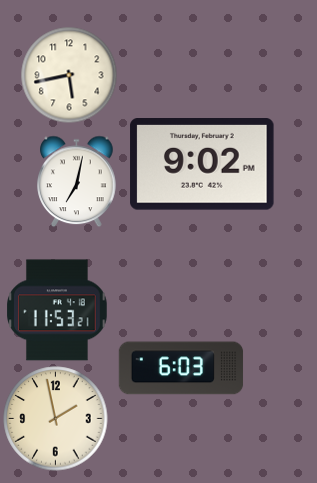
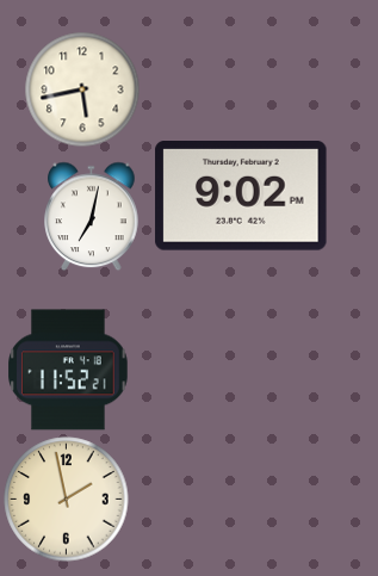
clock at (57, 310): 11:53 -> 11:52
clock at (181, 368): 6:03 -> none
